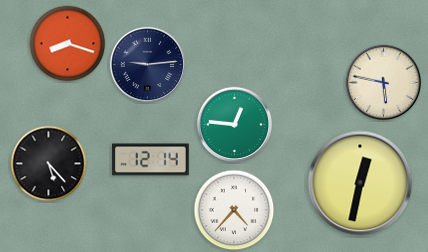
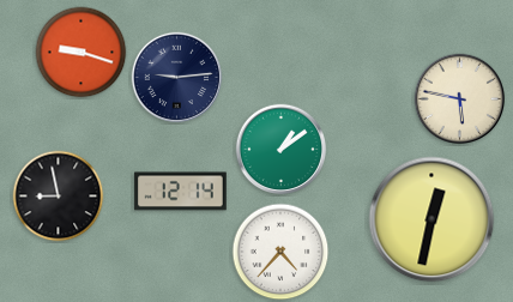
clock at (68, 44): 8:18 -> 9:18
clock at (235, 125): 12:46 -> 1:09
clock at (49, 164): 5:23 -> 8:58
